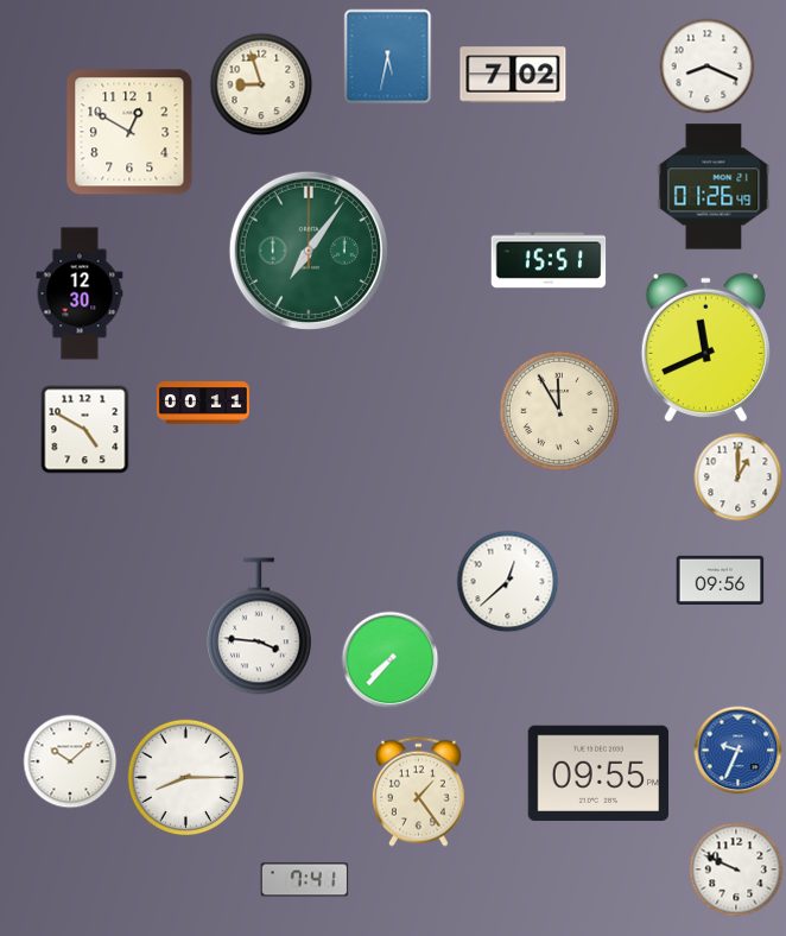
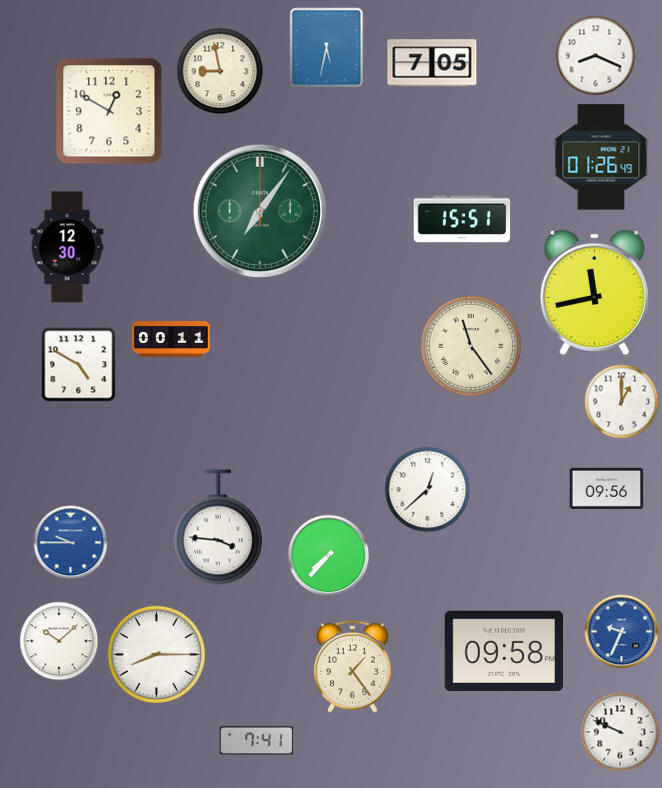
clock at (513, 75): 7:02 -> 7:05
clock at (261, 84): 8:57 -> 8:58
clock at (705, 348): 11:41 -> 11:43
clock at (559, 411): 11:55 -> 11:24
clock at (85, 430) position: (85, 430) -> (79, 365)
clock at (71, 543): none -> 9:45
clock at (598, 773): 09:55 -> 09:58
